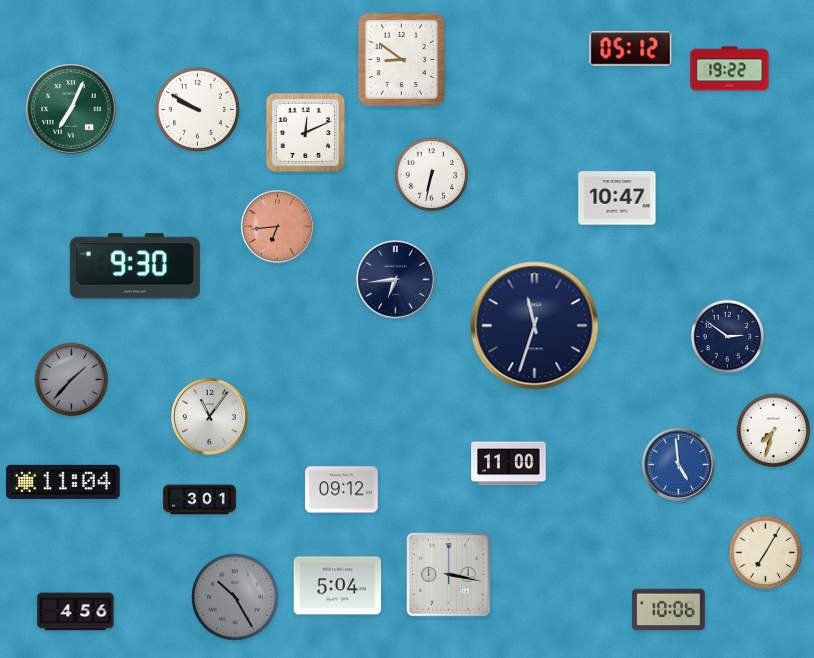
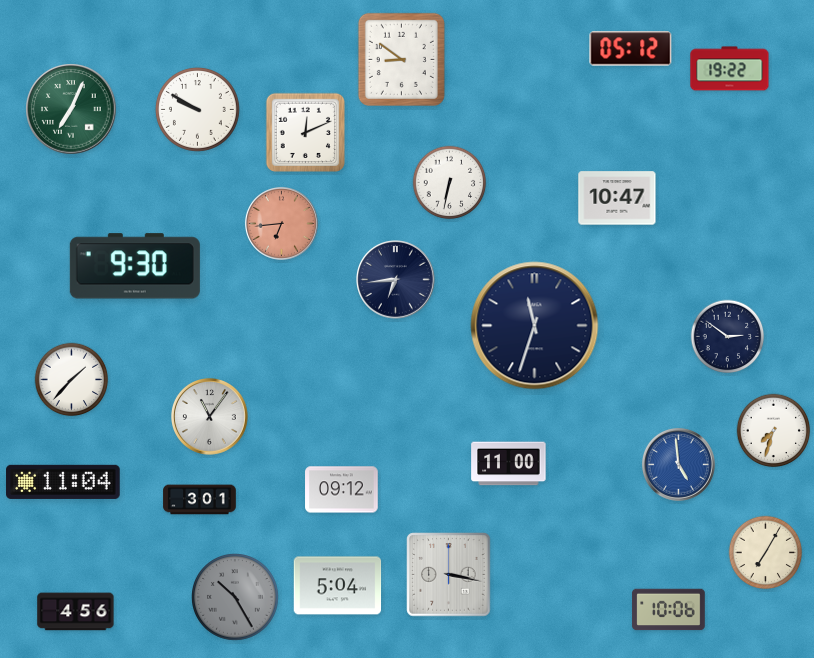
clock at (432, 175) position: (432, 175) -> (450, 183)
clock at (277, 226) position: (277, 226) -> (281, 223)
clock at (72, 380) dial: grey -> white
